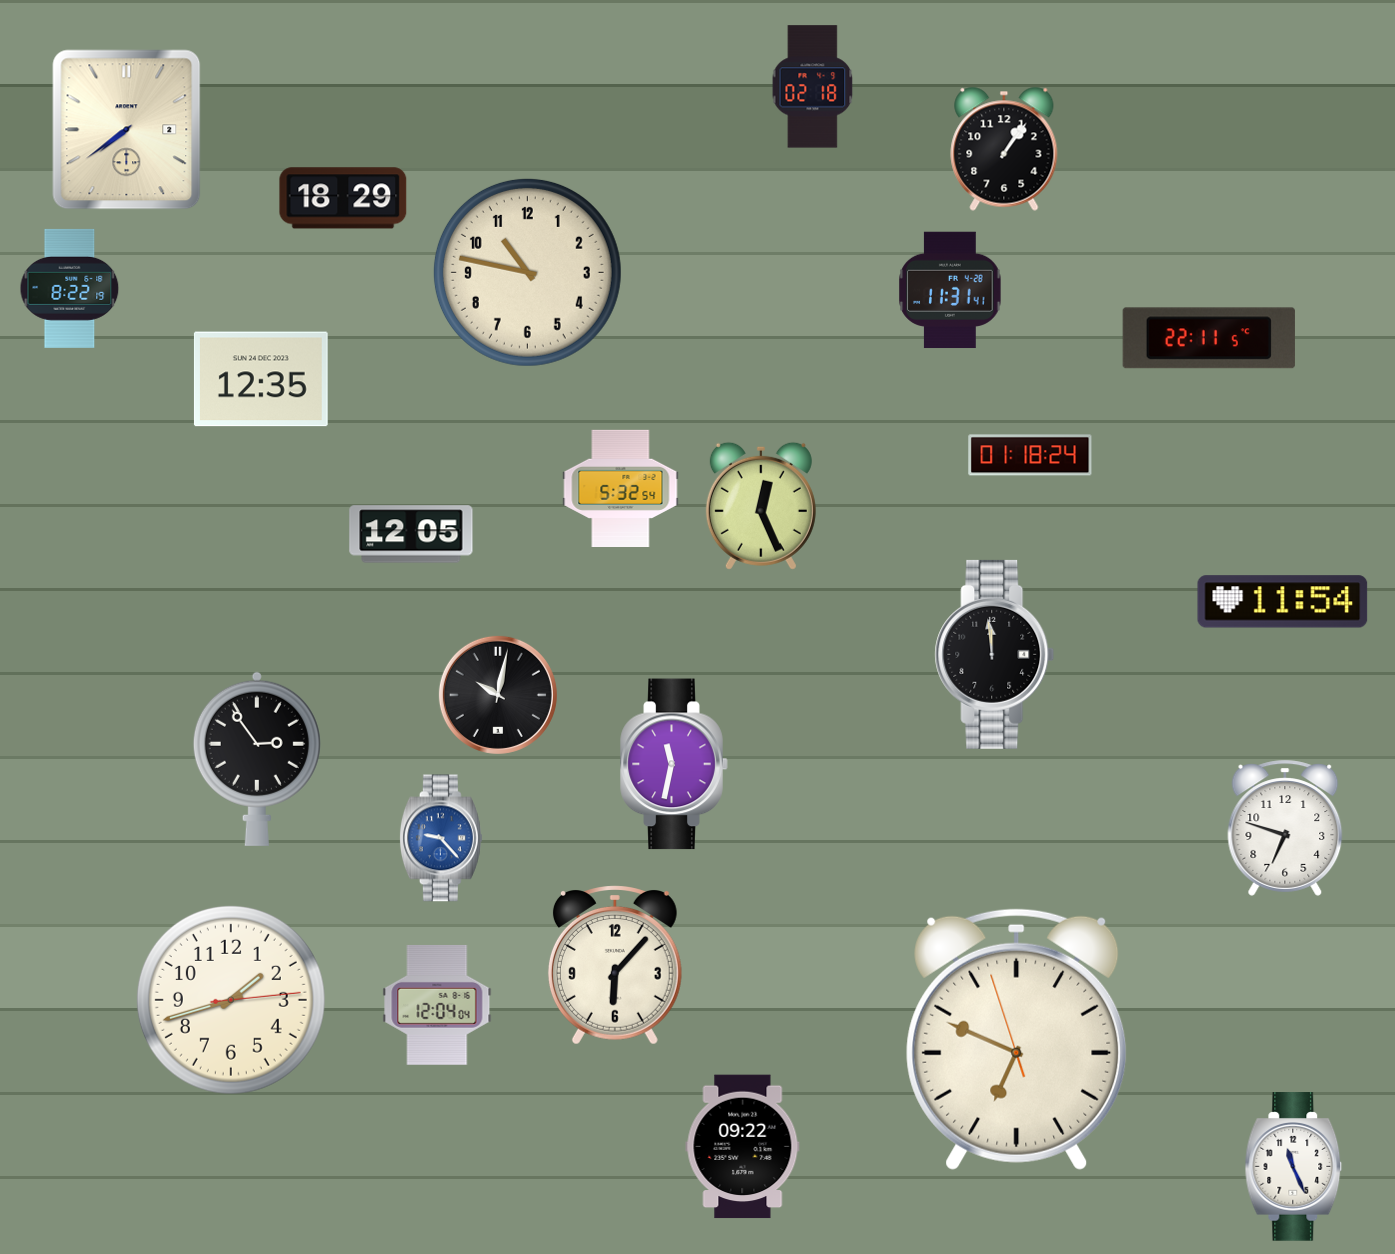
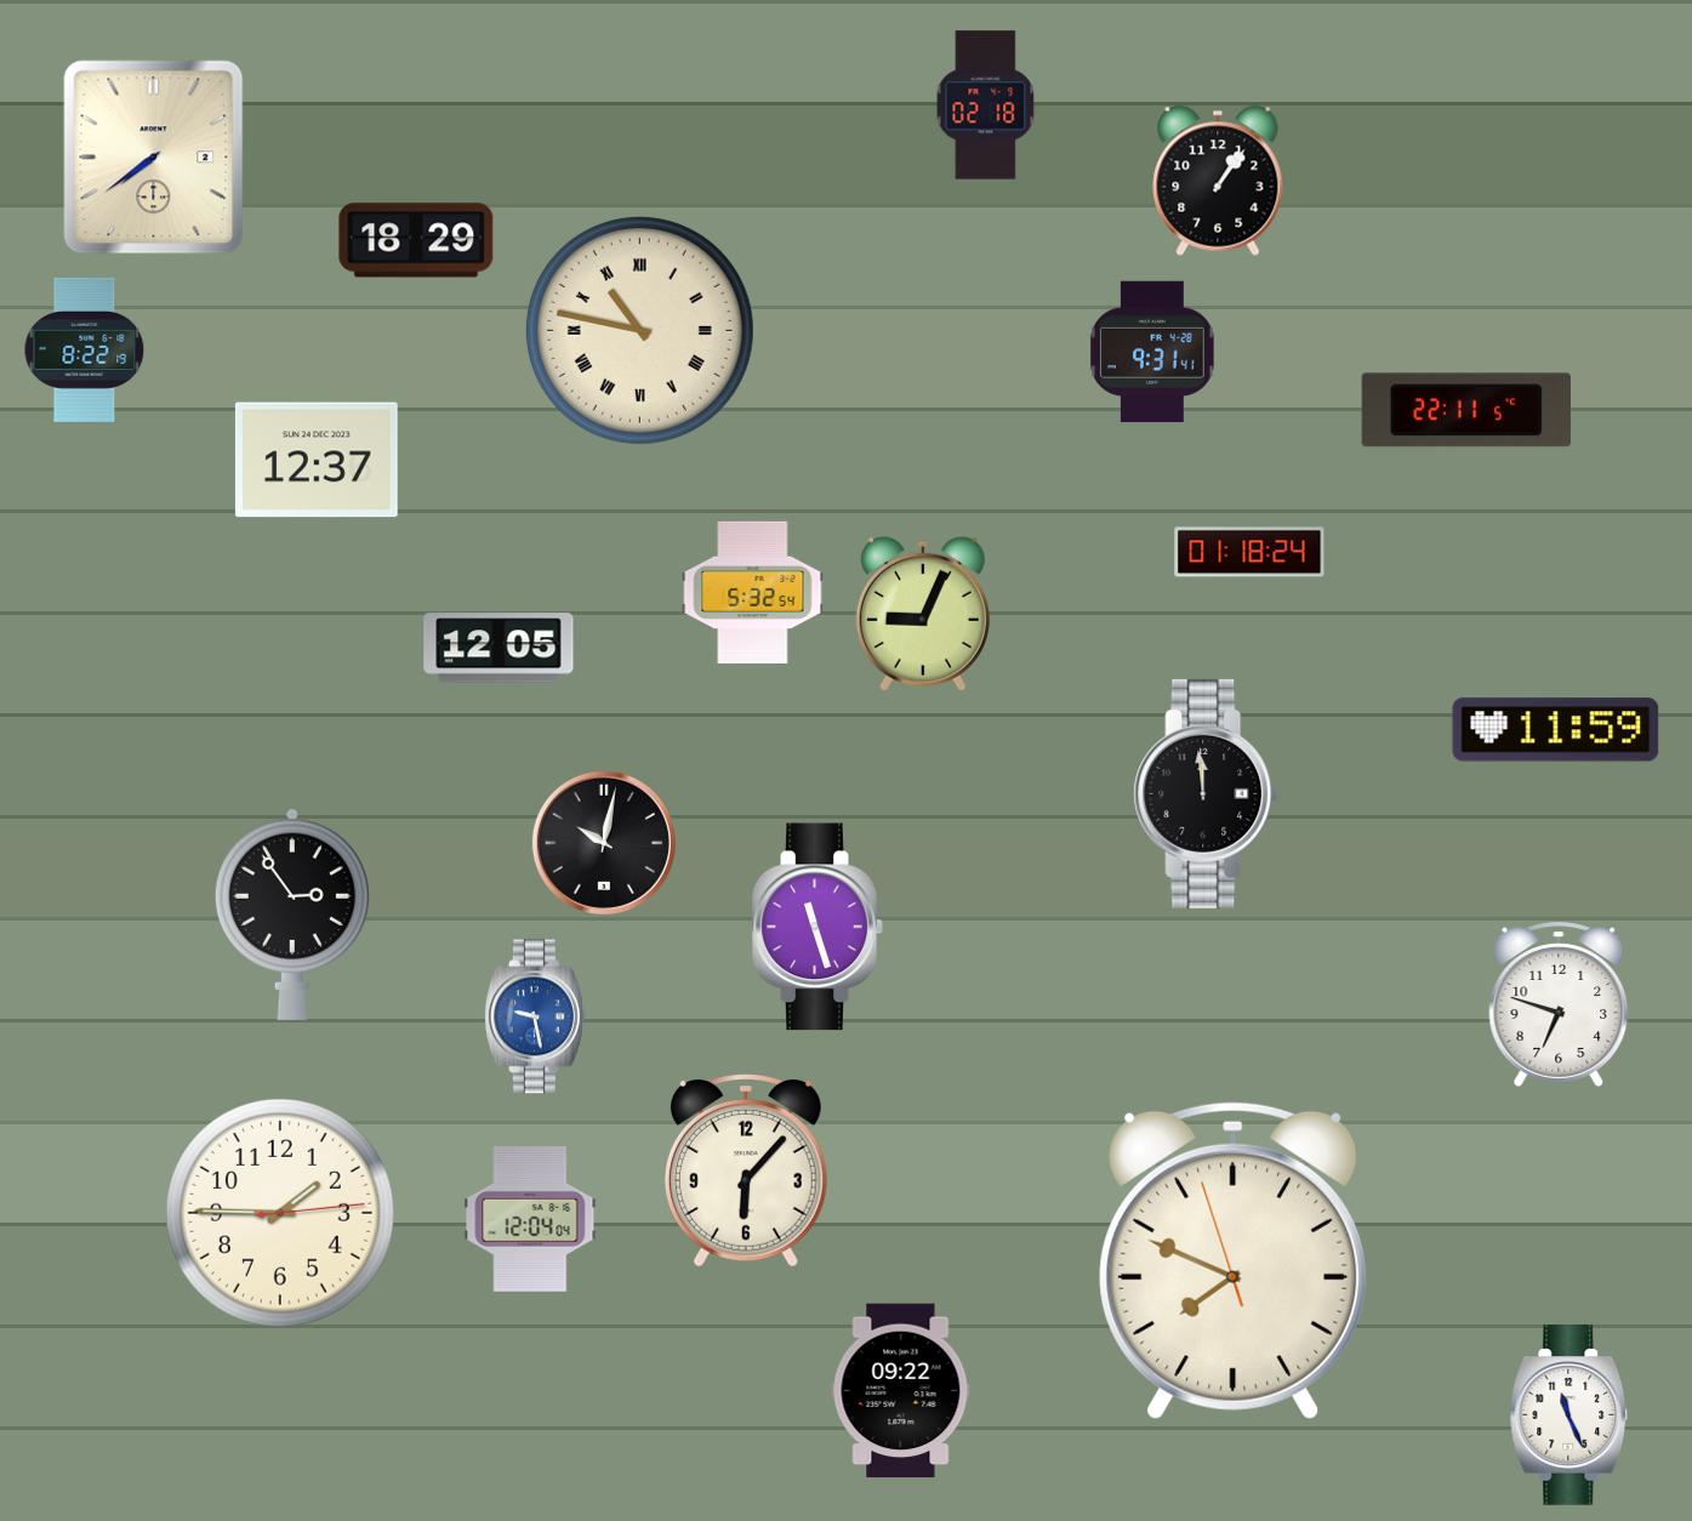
clock at (527, 272) numerals: Arabic -> Roman
clock at (950, 290): 11:31 -> 9:31
clock at (261, 379): 12:35 -> 12:37
clock at (761, 506): 12:26 -> 9:04
clock at (1283, 602): 11:54 -> 11:59
clock at (257, 759) position: (257, 759) -> (292, 915)
clock at (674, 764): 11:32 -> 11:27
clock at (441, 838): 9:23 -> 9:28
clock at (231, 1000): 1:42 -> 1:45
clock at (1017, 1039): 6:48 -> 7:48
